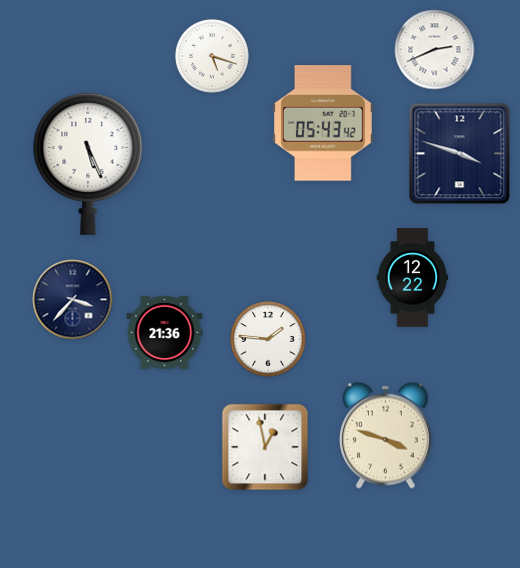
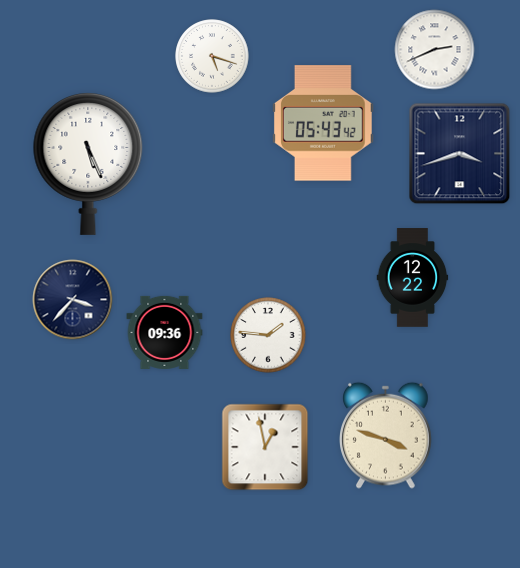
clock at (460, 154): 3:48 -> 3:42
clock at (165, 332): 21:36 -> 09:36
clock at (268, 339) position: (268, 339) -> (268, 335)
